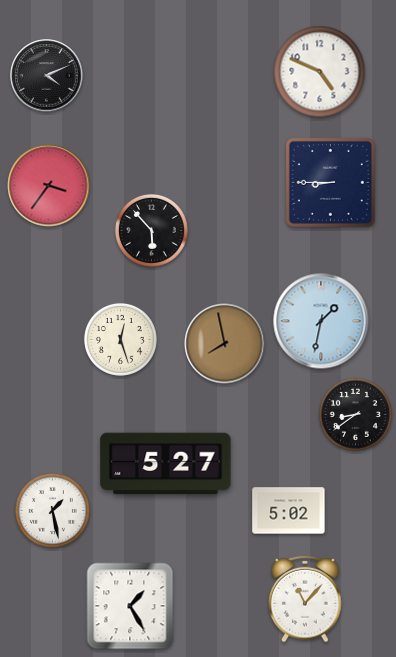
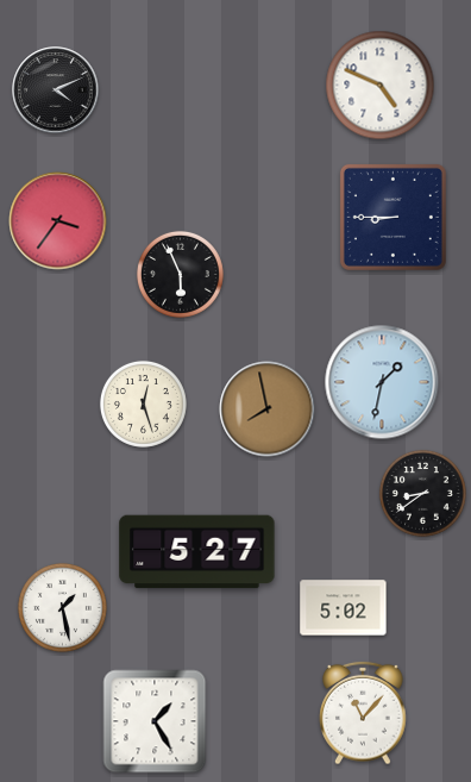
clock at (151, 230): 5:53 -> 5:56
